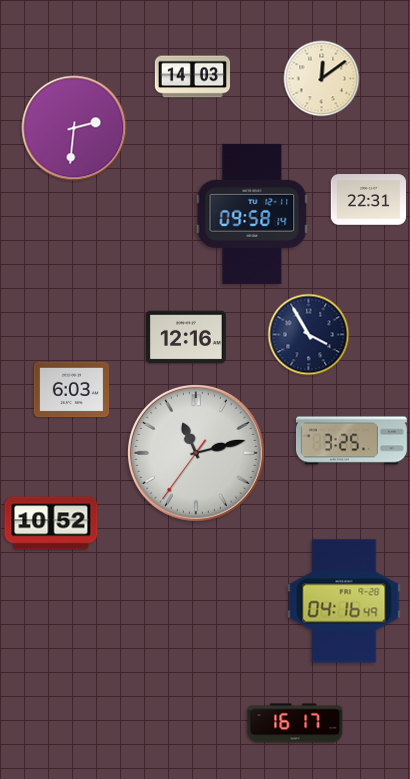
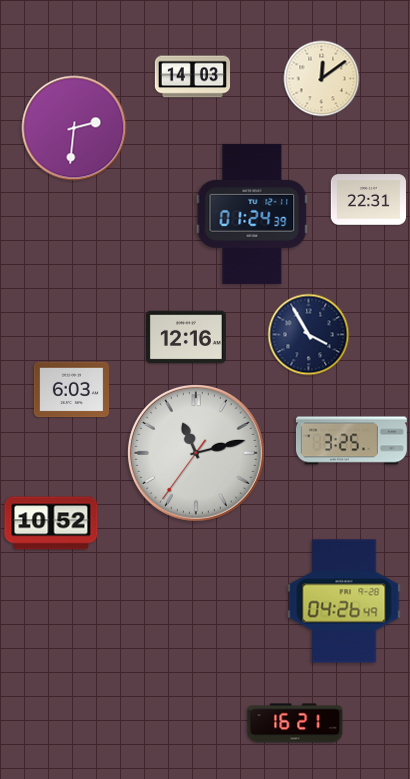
clock at (252, 214): 09:58 -> 01:24
clock at (344, 601): 04:16 -> 04:26
clock at (295, 723): 16:17 -> 16:21
